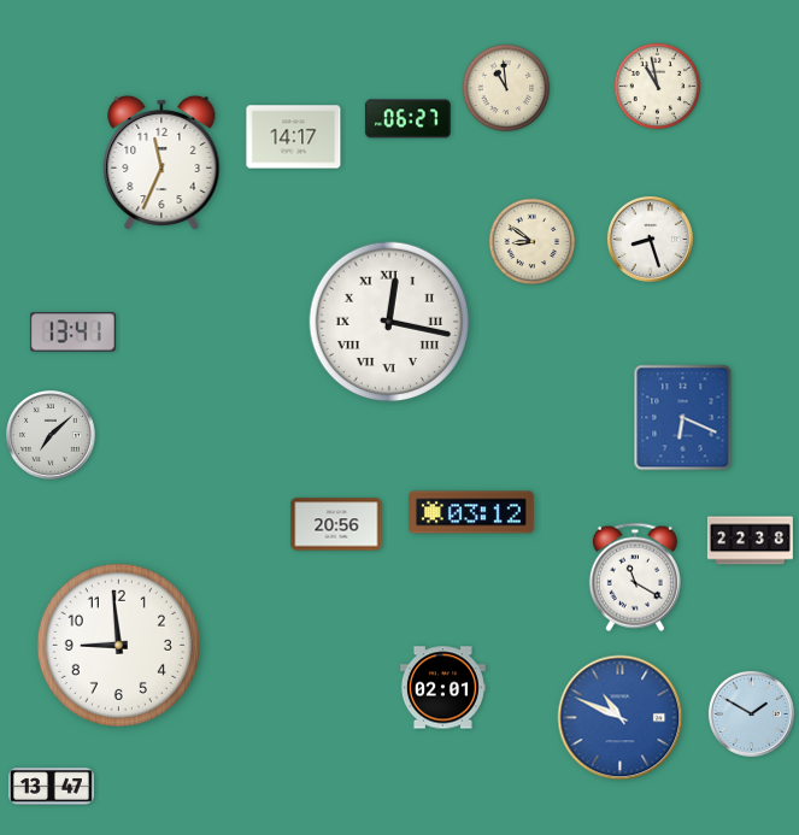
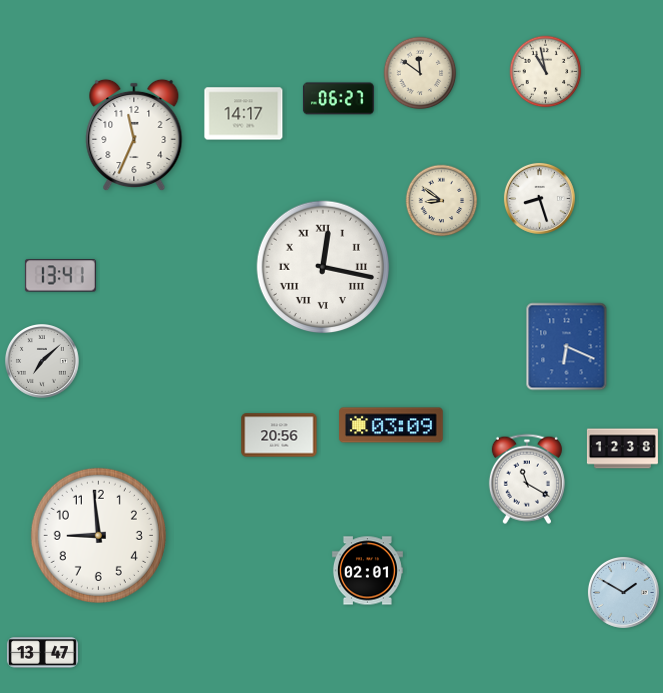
clock at (506, 88): 10:59 -> 11:51
clock at (471, 512): 03:12 -> 03:09
clock at (750, 541): 22:38 -> 12:38
clock at (621, 718): 10:49 -> none
